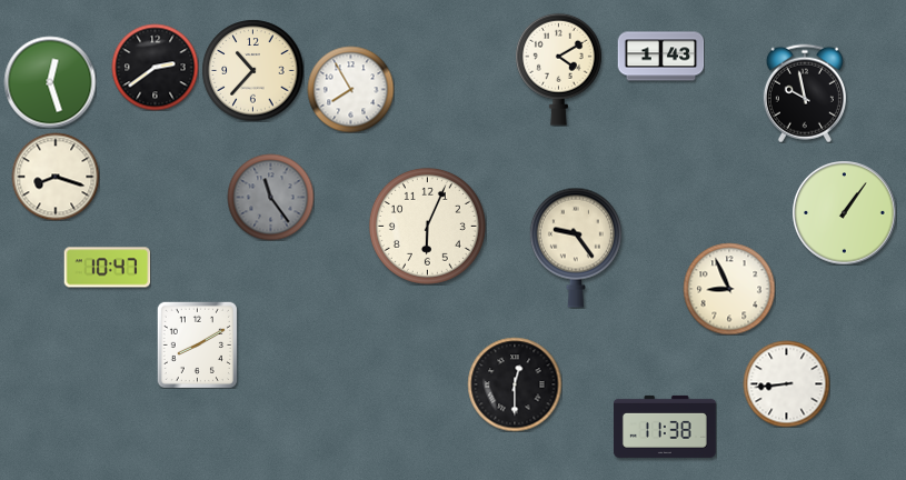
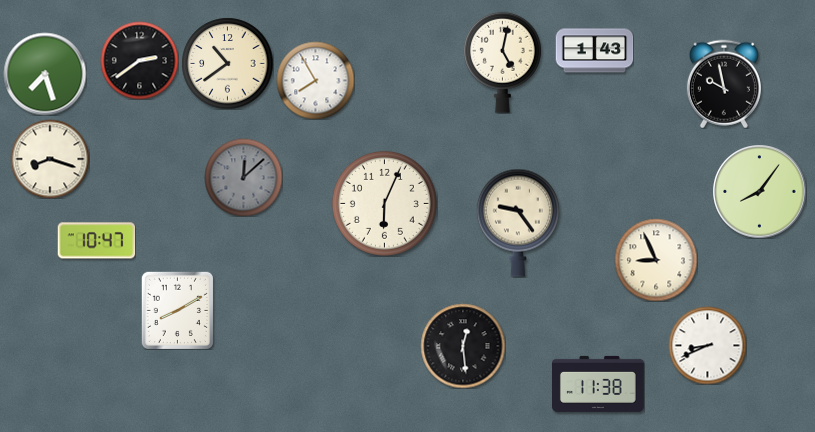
clock at (558, 69): 4:10 -> 5:02
clock at (252, 70): 10:37 -> 10:39
clock at (50, 82): 12:27 -> 7:27
clock at (270, 197): 11:24 -> 12:08
clock at (844, 212): 1:06 -> 8:06
clock at (786, 383): 8:44 -> 8:41
clock at (515, 384): 12:30 -> 12:29
